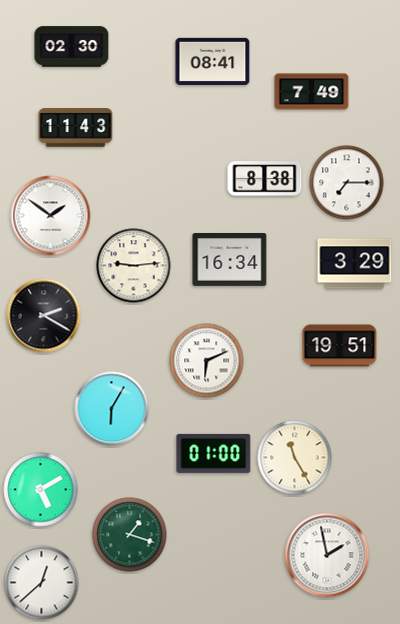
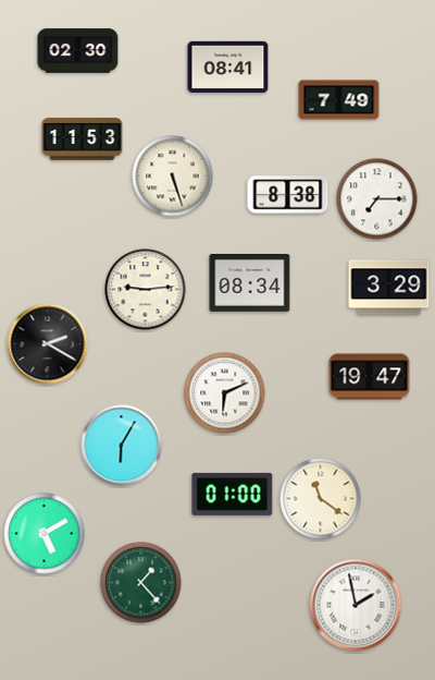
clock at (213, 61) position: (213, 61) -> (228, 66)
clock at (76, 128): 11:43 -> 11:53
clock at (173, 177): none -> 5:27
clock at (51, 216): 1:51 -> none
clock at (230, 260): 16:34 -> 08:34
clock at (355, 264) position: (355, 264) -> (389, 288)
clock at (340, 346): 19:51 -> 19:47
clock at (295, 458): 11:25 -> 11:21
clock at (130, 535): 1:18 -> 1:23
clock at (42, 583): 12:38 -> none
